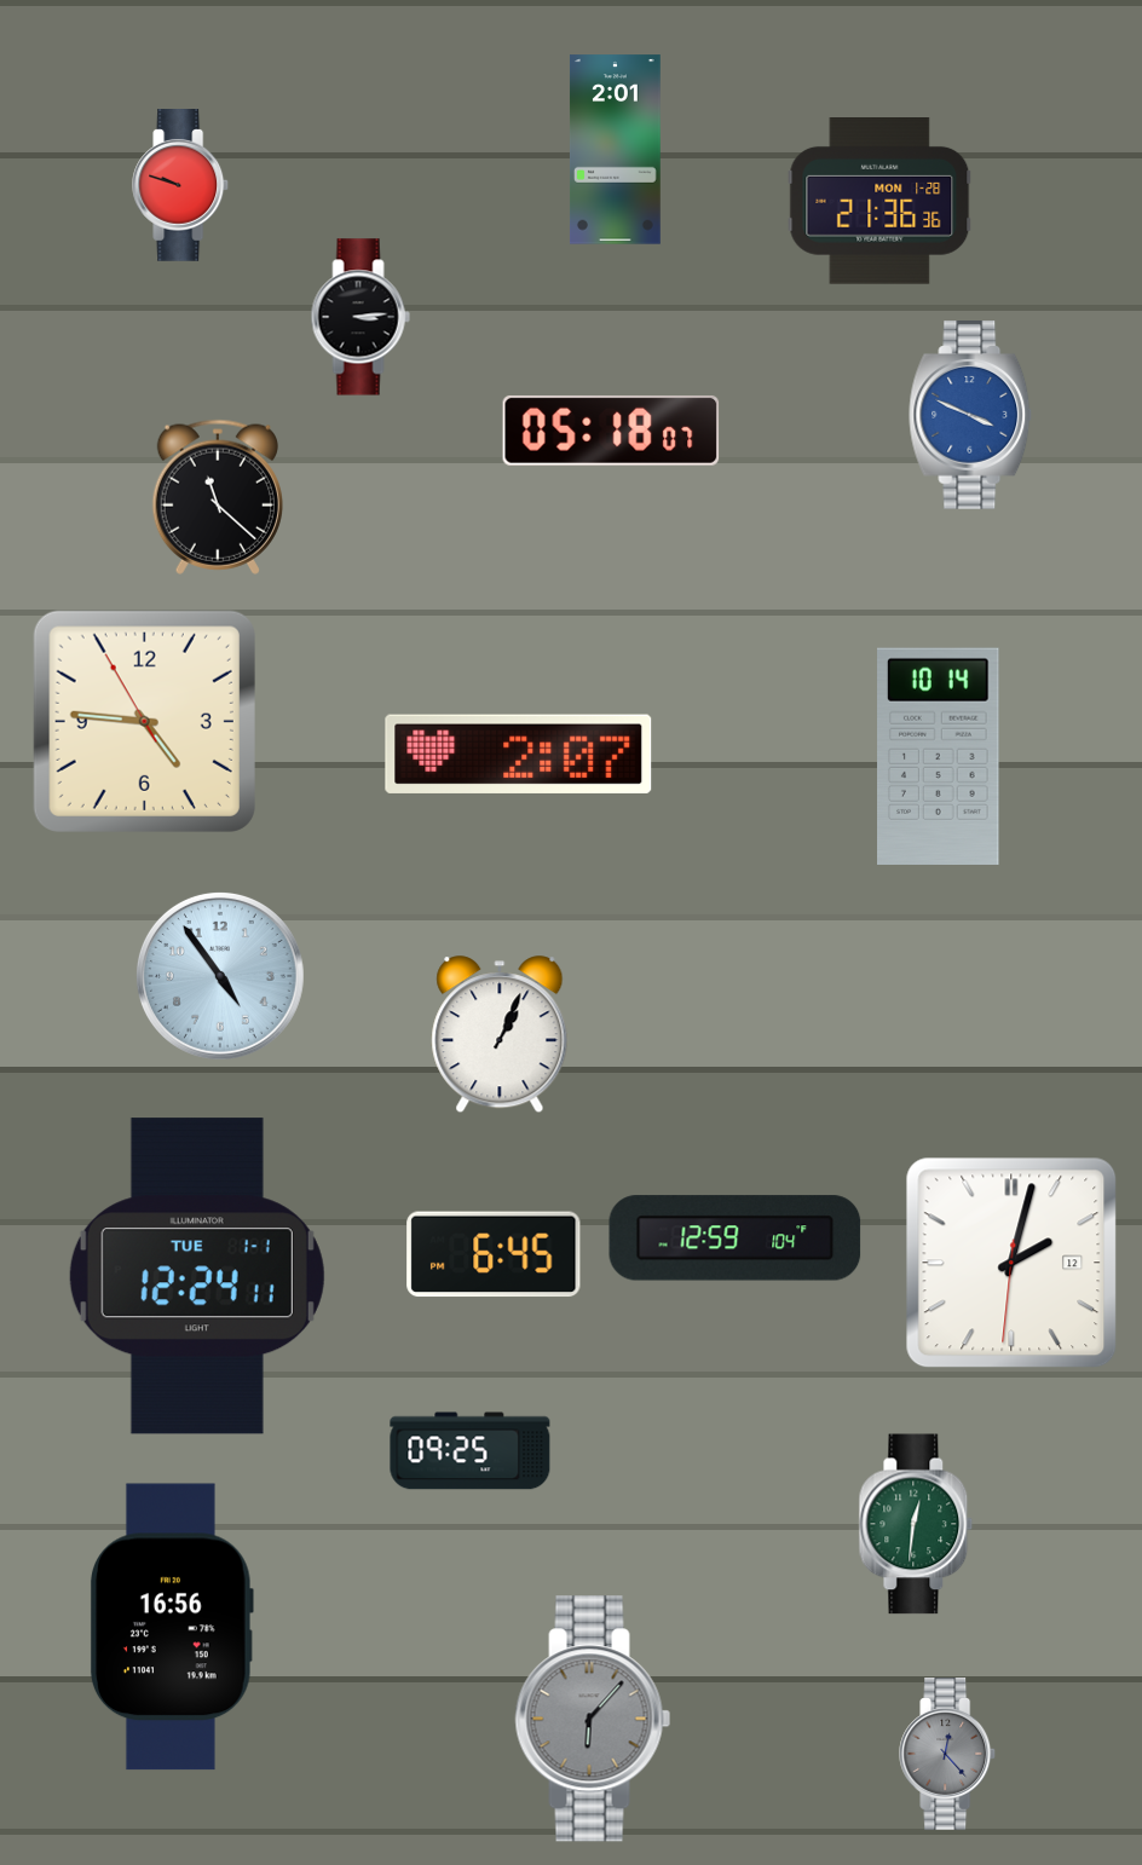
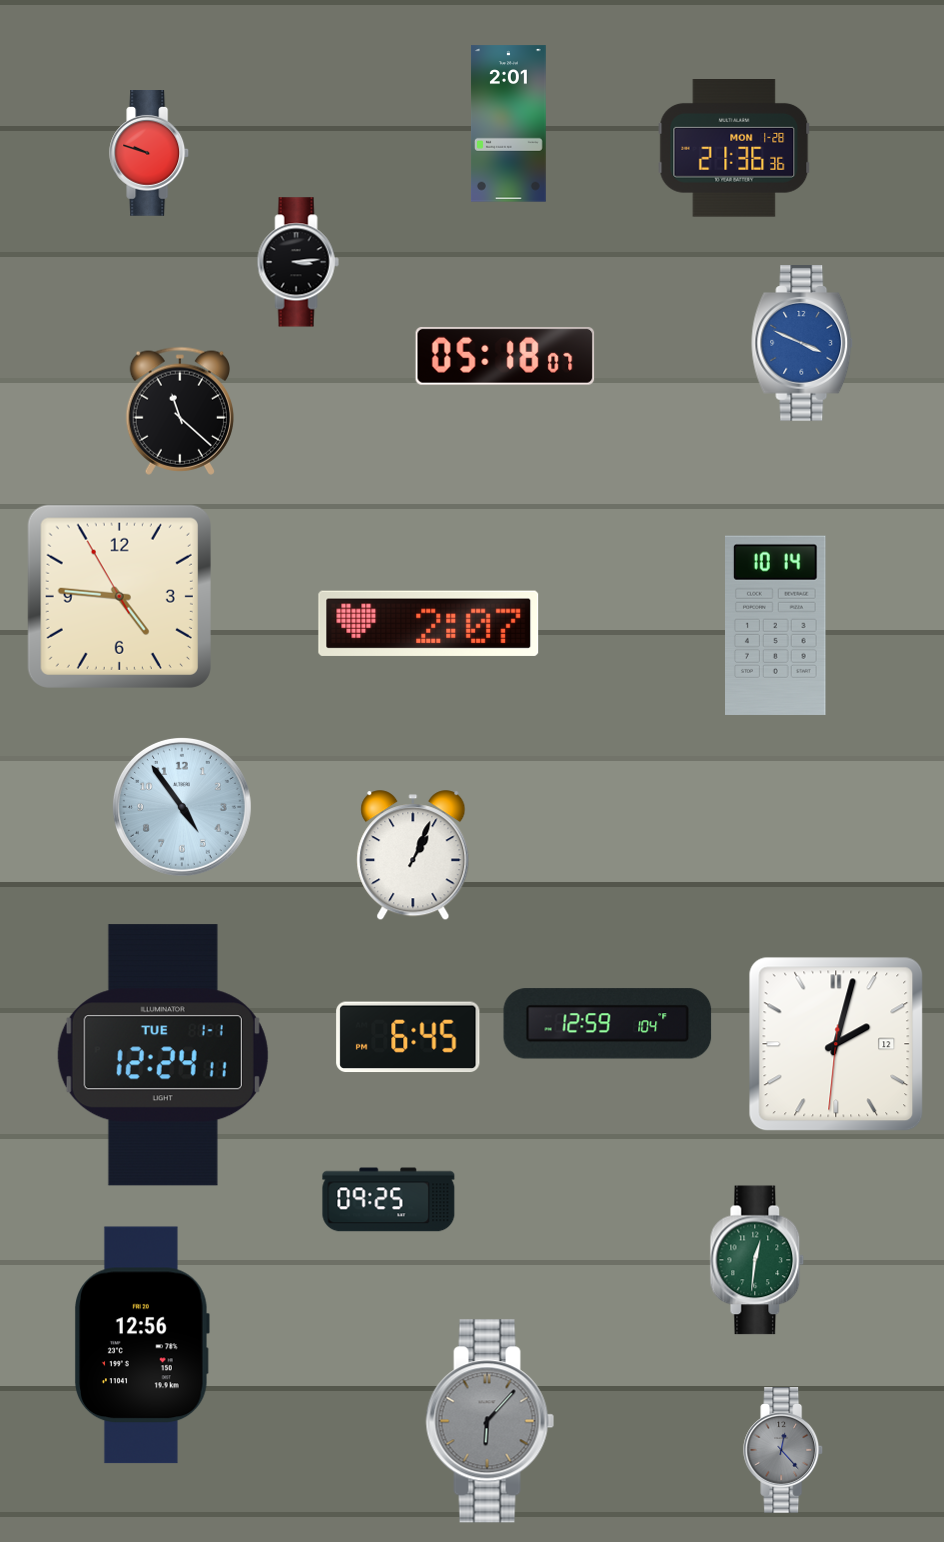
clock at (879, 202) position: (879, 202) -> (734, 149)
clock at (173, 1627): 16:56 -> 12:56
